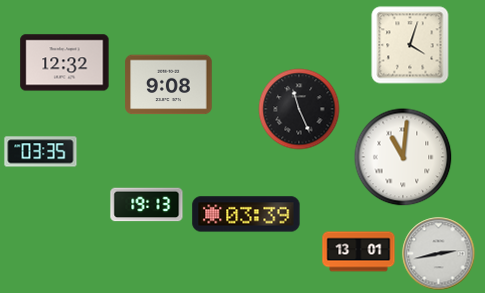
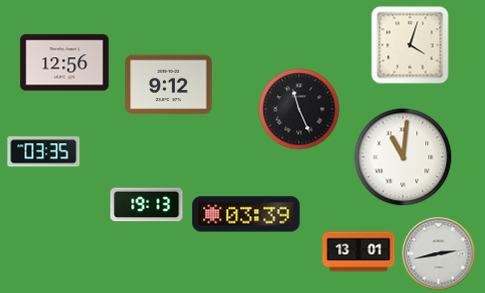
clock at (65, 63): 12:32 -> 12:56
clock at (169, 85): 9:08 -> 9:12
clock at (41, 152) position: (41, 152) -> (44, 152)
